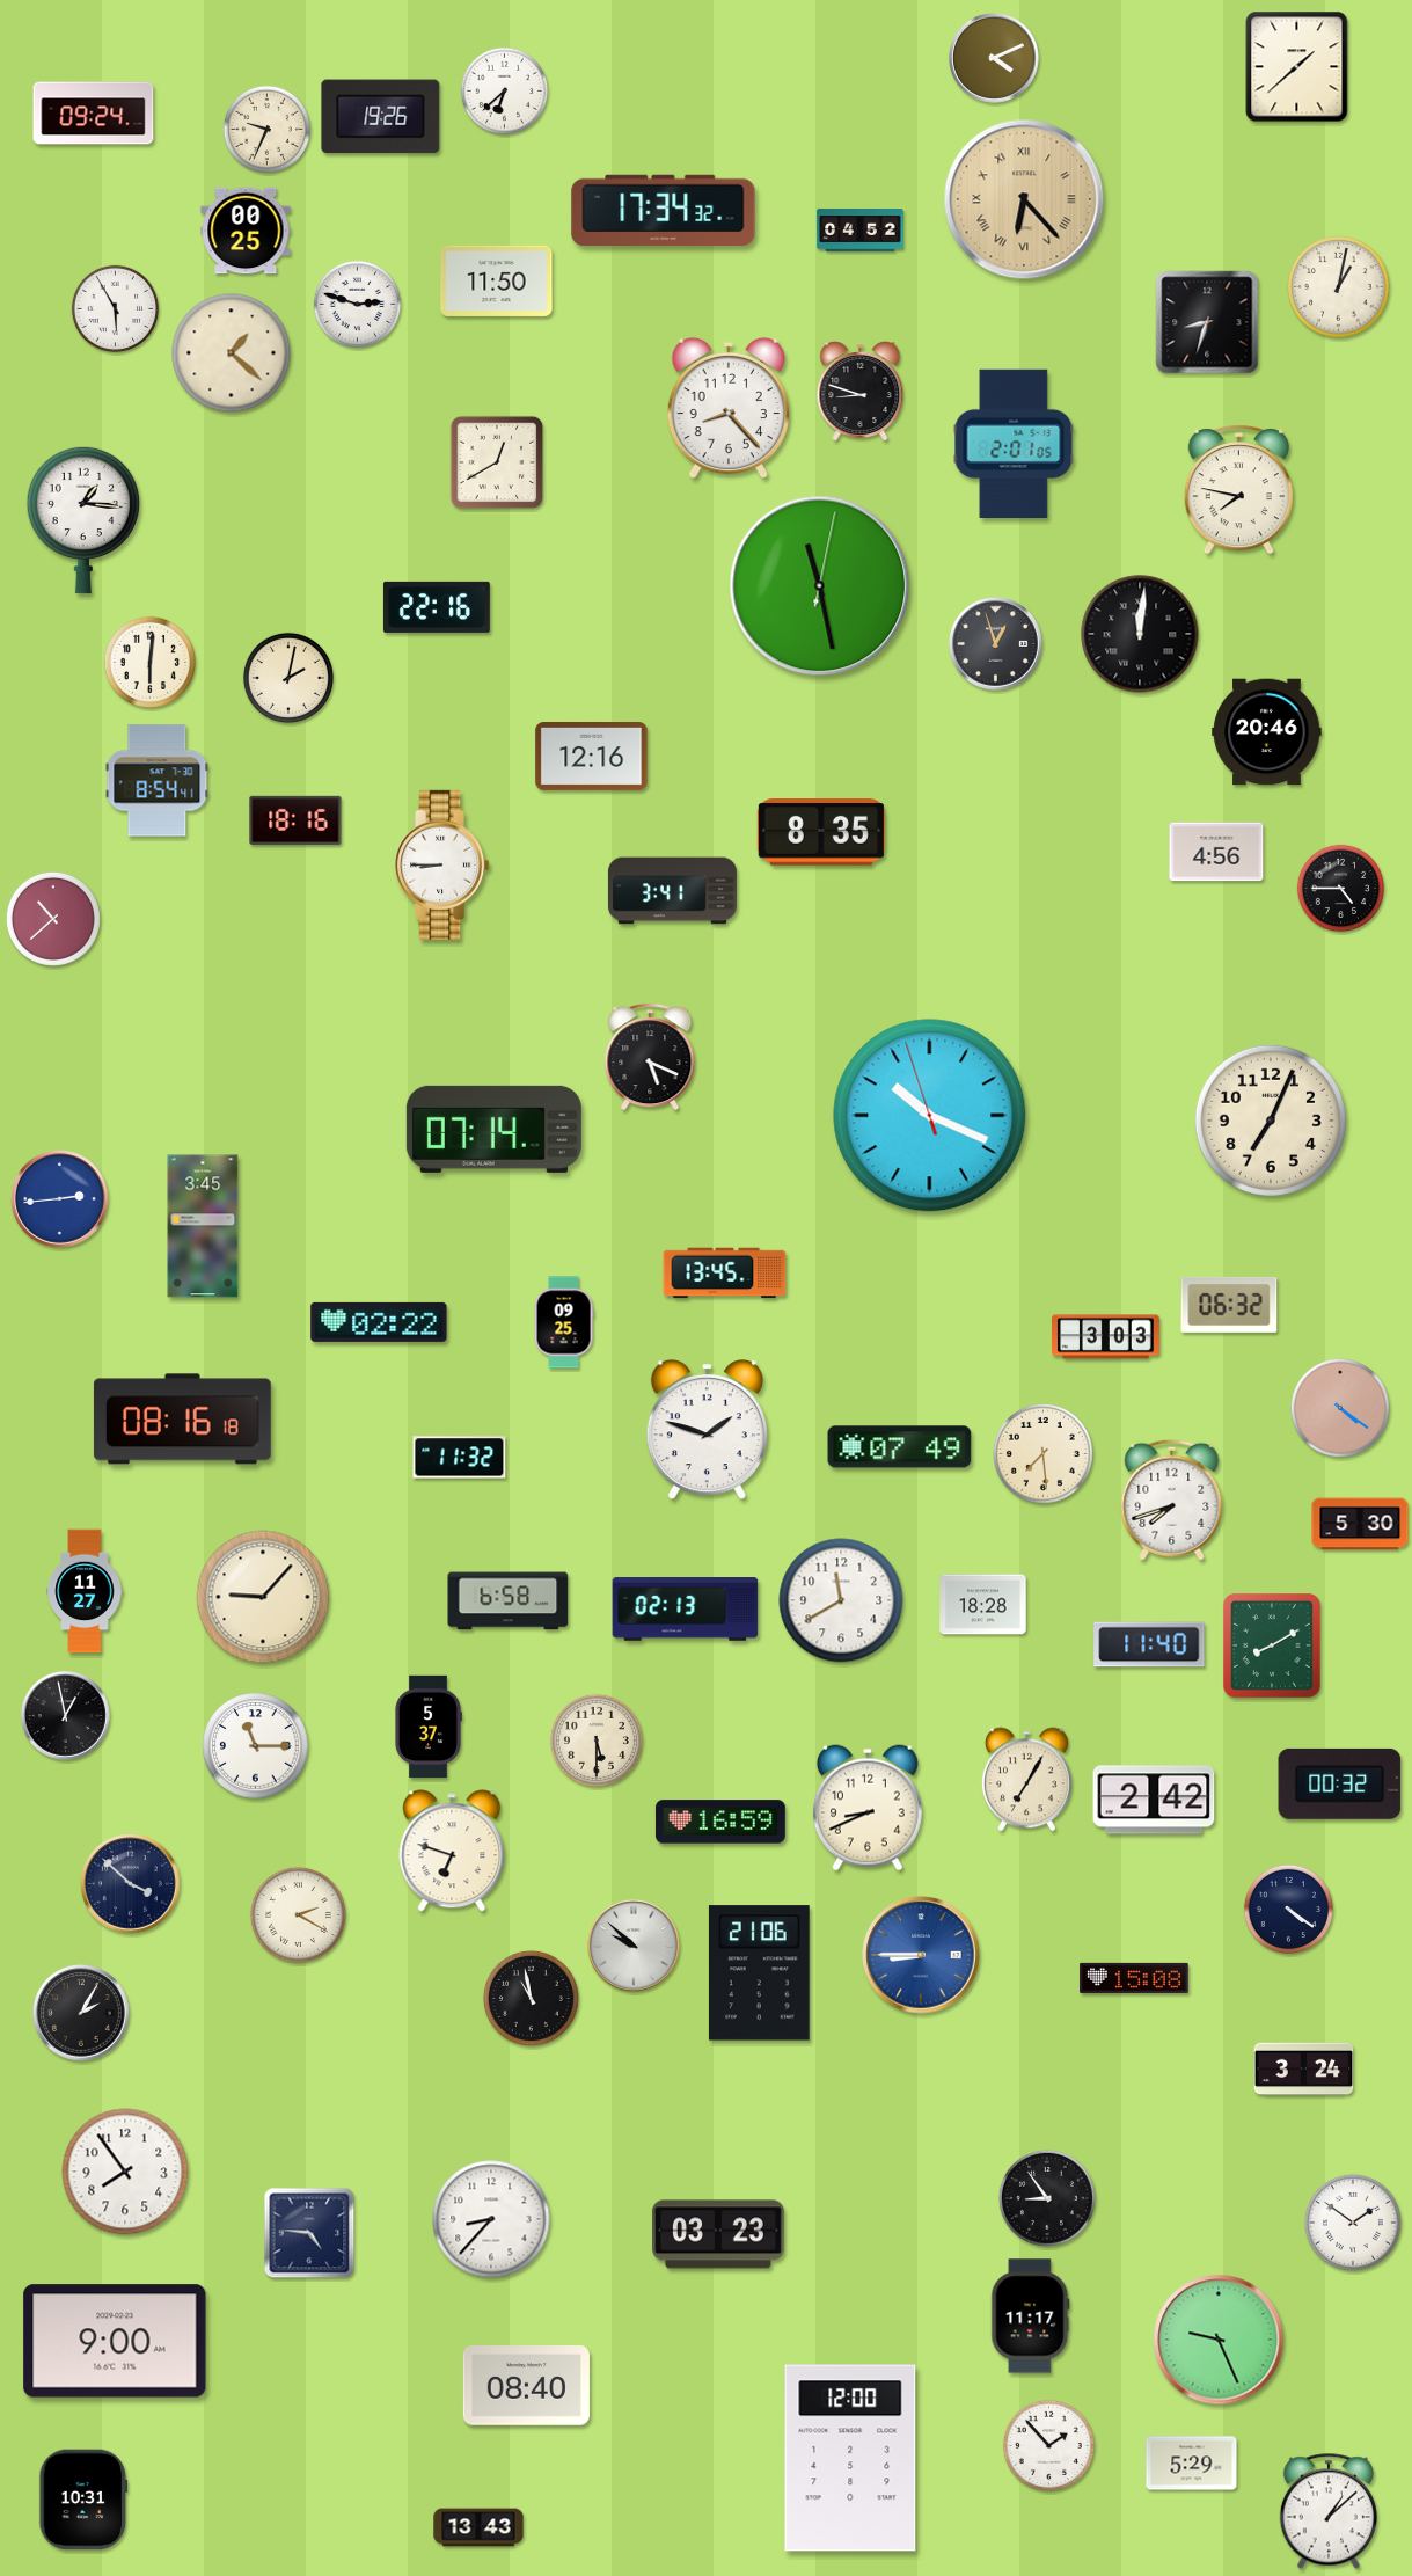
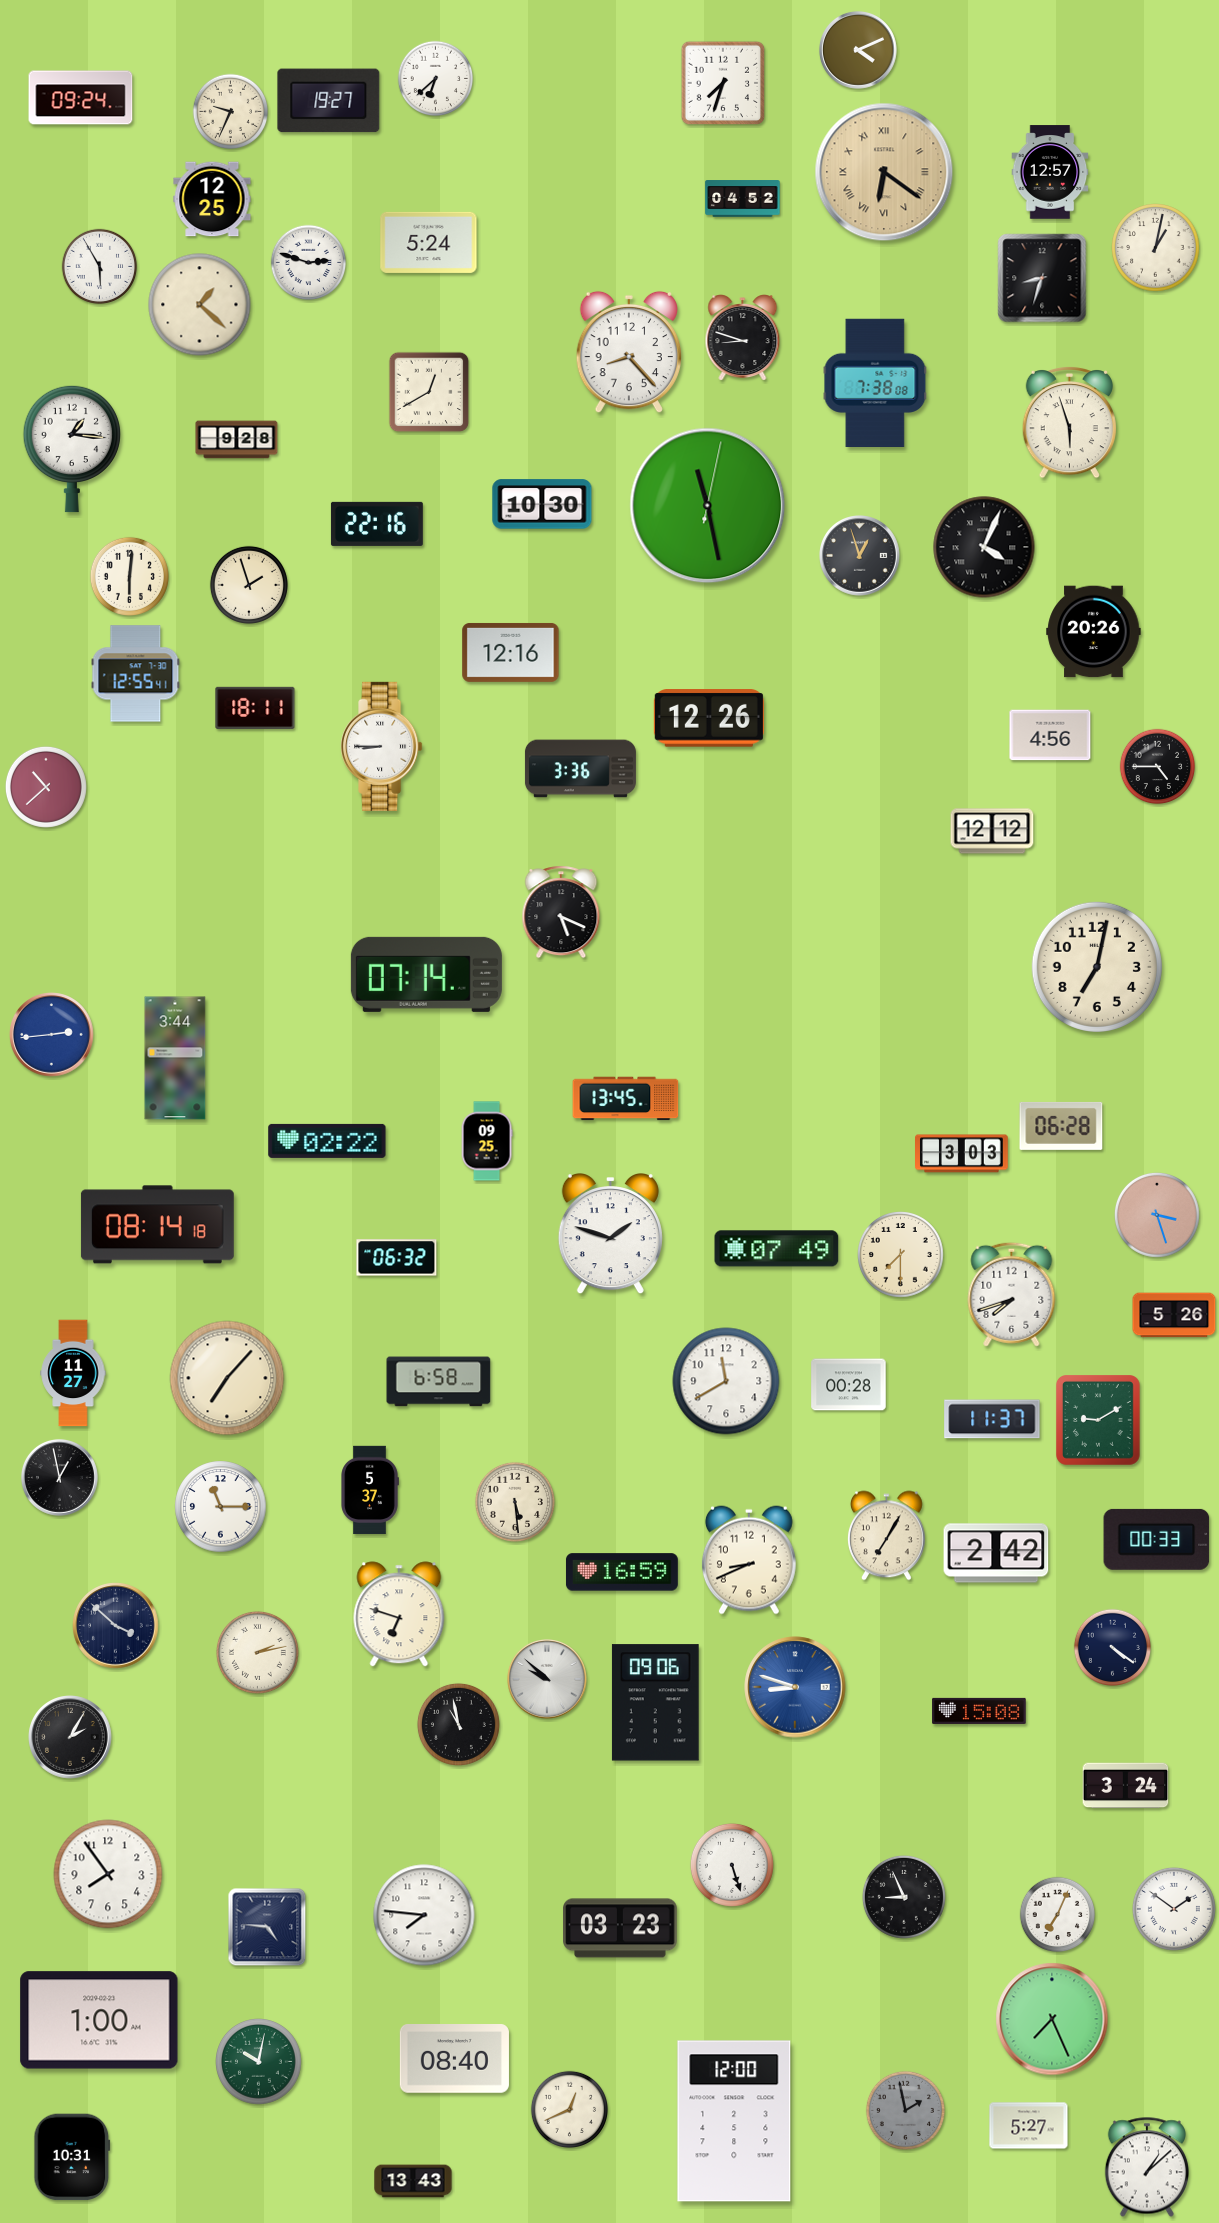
clock at (1297, 67): 1:38 -> none
clock at (723, 83): none -> 7:33
clock at (381, 117): 19:26 -> 19:27
clock at (1024, 199): 6:23 -> 6:21
clock at (1050, 172): none -> 12:57
clock at (664, 210): 17:34 -> none
clock at (246, 231): 00:25 -> 12:25
clock at (497, 280): 11:50 -> 5:24
clock at (1014, 443): 2:01 -> 7:38
clock at (497, 462) position: (497, 462) -> (429, 392)
clock at (1238, 489): 7:47 -> 5:57
clock at (237, 440): none -> 9:28
clock at (542, 504): none -> 10:30
clock at (1140, 634): 12:01 -> 4:04
clock at (149, 662) position: (149, 662) -> (129, 576)
clock at (288, 678): 2:02 -> 1:57
clock at (1267, 732): 20:46 -> 20:26
clock at (158, 781): 8:54 -> 12:55
clock at (295, 820): 18:16 -> 18:11
clock at (821, 832): 8:35 -> 12:26
clock at (672, 891): 3:41 -> 3:36
clock at (53, 919) position: (53, 919) -> (46, 787)
clock at (992, 831): none -> 12:12
clock at (930, 1116): 10:18 -> none
clock at (1271, 1121): 7:04 -> 7:02
clock at (203, 1226): 3:45 -> 3:44
clock at (1229, 1305): 06:32 -> 06:28
clock at (1106, 1337) position: (1106, 1337) -> (962, 1154)
clock at (1340, 1408): 4:21 -> 3:27
clock at (182, 1420): 08:16 -> 08:14
clock at (1044, 1454): 7:29 -> 7:30
clock at (460, 1458): 11:32 -> 06:32
clock at (1360, 1524): 5:30 -> 5:26
clock at (263, 1597): 9:07 -> 7:07
clock at (983, 1605): 18:28 -> 00:28
clock at (686, 1610): 02:13 -> none
clock at (1149, 1644): 11:40 -> 11:37
clock at (1272, 1647): 8:10 -> 9:10
clock at (65, 1715) position: (65, 1715) -> (59, 1477)
clock at (597, 1741): 5:30 -> 5:29
clock at (1340, 1783): 00:32 -> 00:33
clock at (452, 1851) position: (452, 1851) -> (399, 1614)
clock at (131, 1884) position: (131, 1884) -> (116, 1626)
clock at (298, 1914): 2:20 -> 2:13
clock at (921, 1955): 8:45 -> 8:48
clock at (759, 1973): 21:06 -> 09:06
clock at (1134, 1978) position: (1134, 1978) -> (979, 1711)
clock at (732, 1865): none -> 5:27
clock at (1047, 2198): 8:54 -> 8:56
clock at (491, 2219): 8:37 -> 7:46
clock at (1058, 1915): none -> 7:04
clock at (1353, 2223) position: (1353, 2223) -> (1174, 1909)
clock at (1031, 2316): 11:17 -> none
clock at (1219, 2340): 9:26 -> 7:26
clock at (115, 2341): 9:00 -> 1:00
clock at (259, 2062): none -> 10:02
clock at (569, 2109): none -> 12:41
clock at (1048, 2445): 1:53 -> 1:58
clock at (1048, 2445) dial: white -> grey
clock at (1192, 2464): 5:29 -> 5:27
